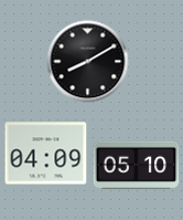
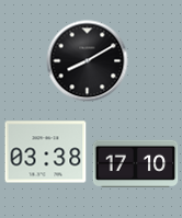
clock at (46, 154): 04:09 -> 03:38
clock at (137, 165): 05:10 -> 17:10
